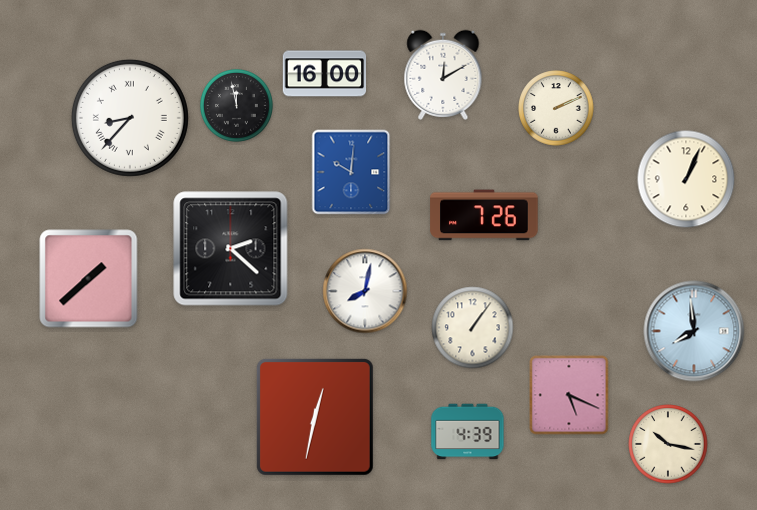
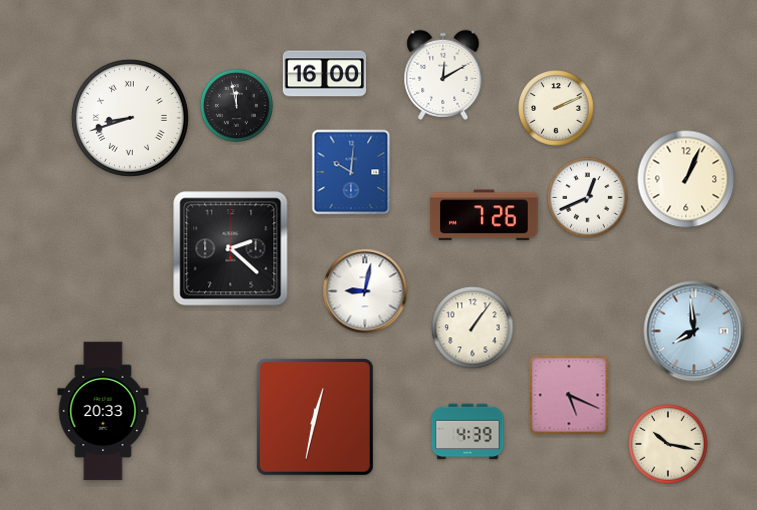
clock at (130, 118): 8:37 -> 8:42
clock at (588, 198): none -> 12:41
clock at (89, 279): 1:38 -> none
clock at (365, 291): 8:02 -> 9:02
clock at (103, 411): none -> 20:33
